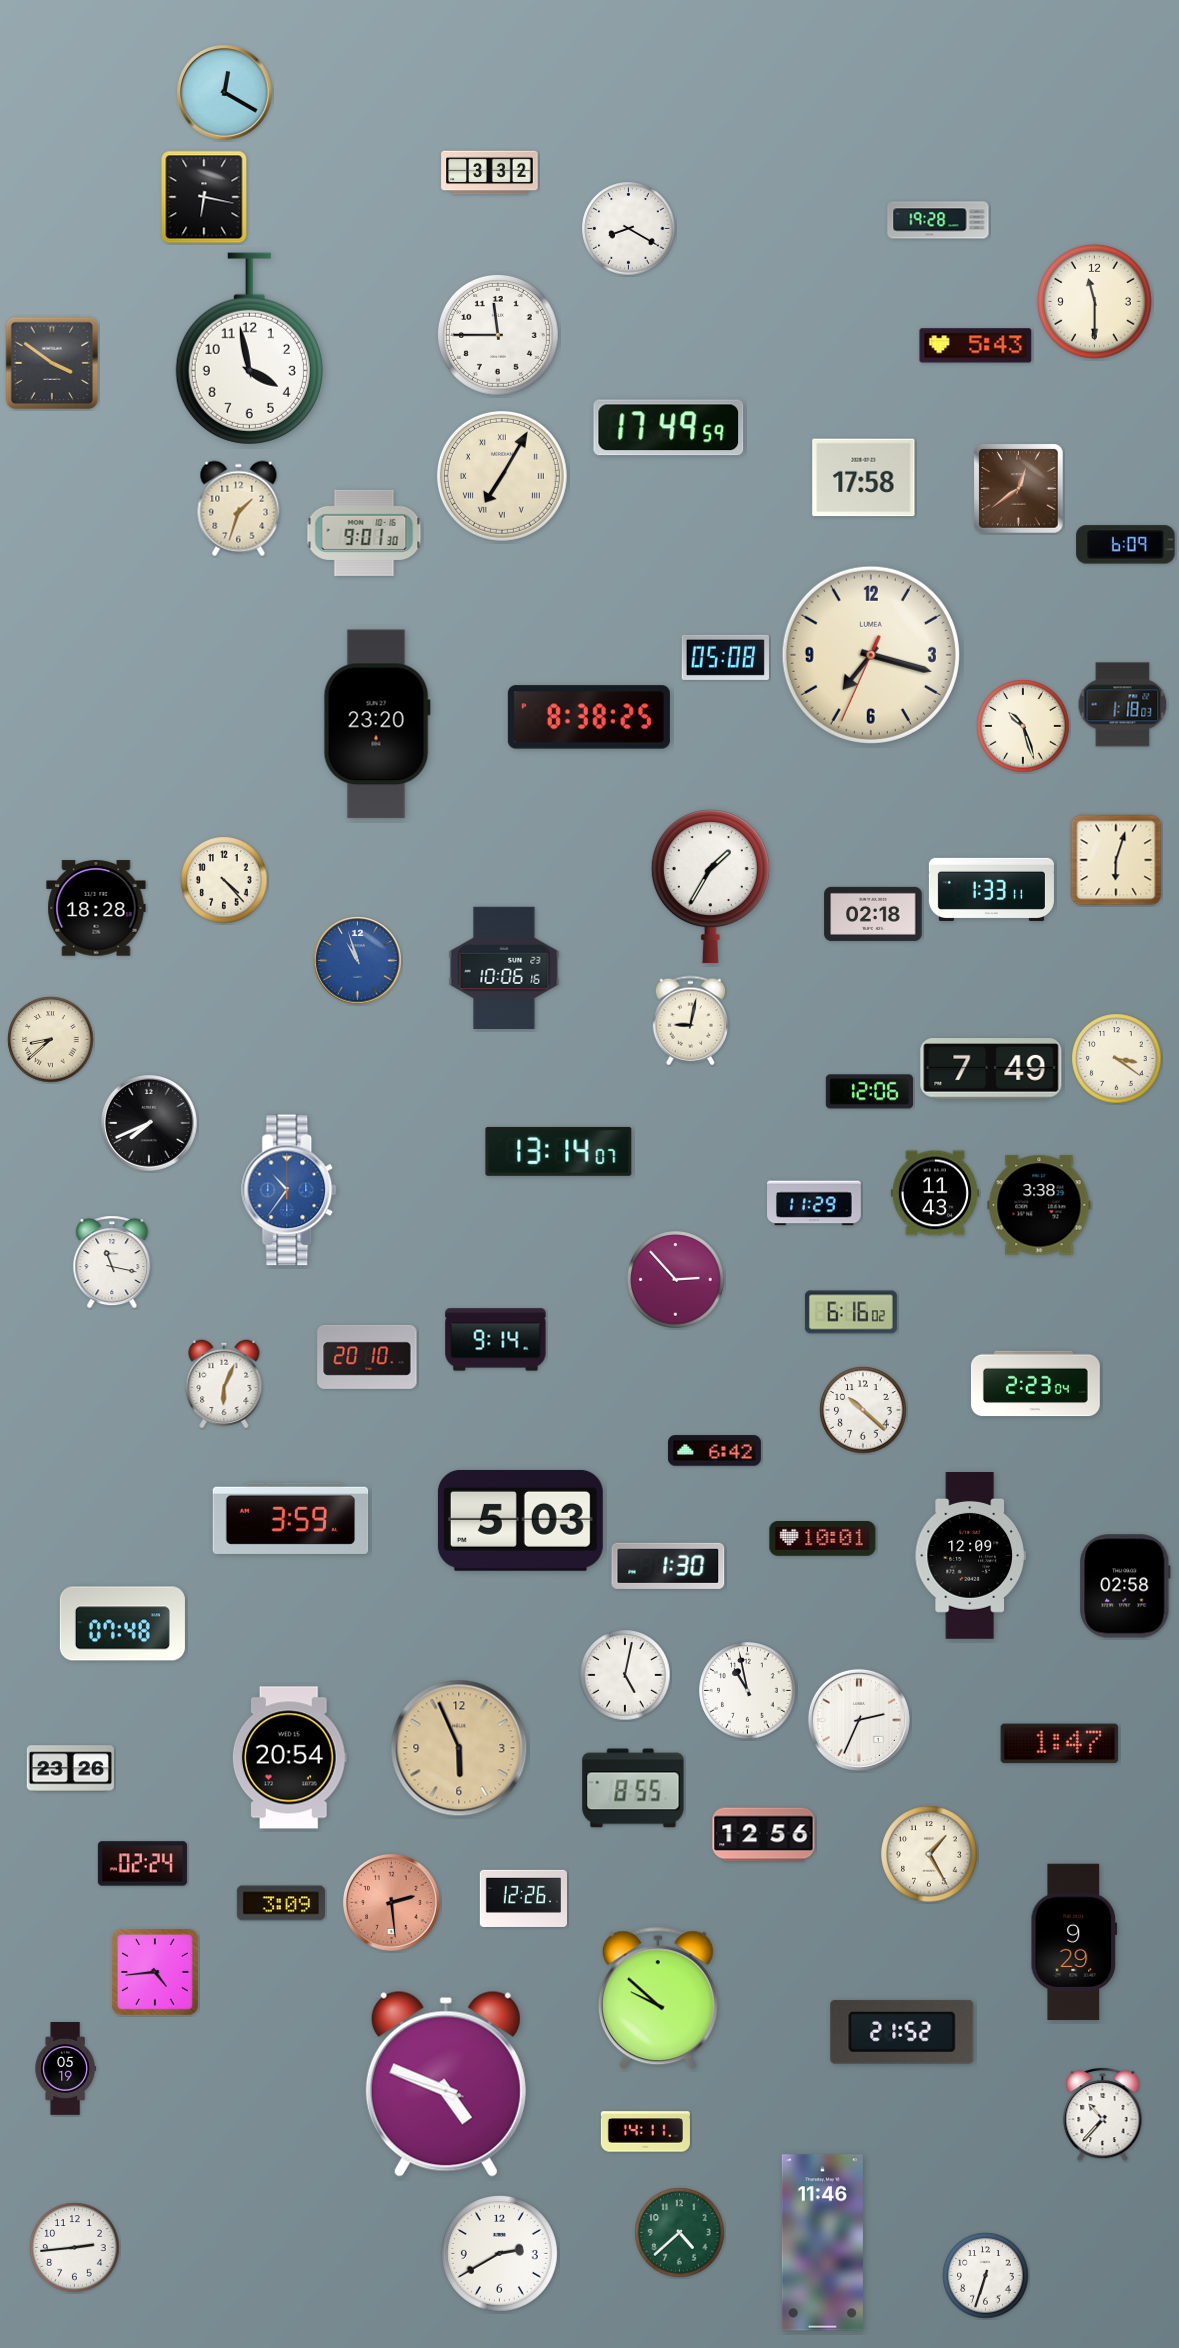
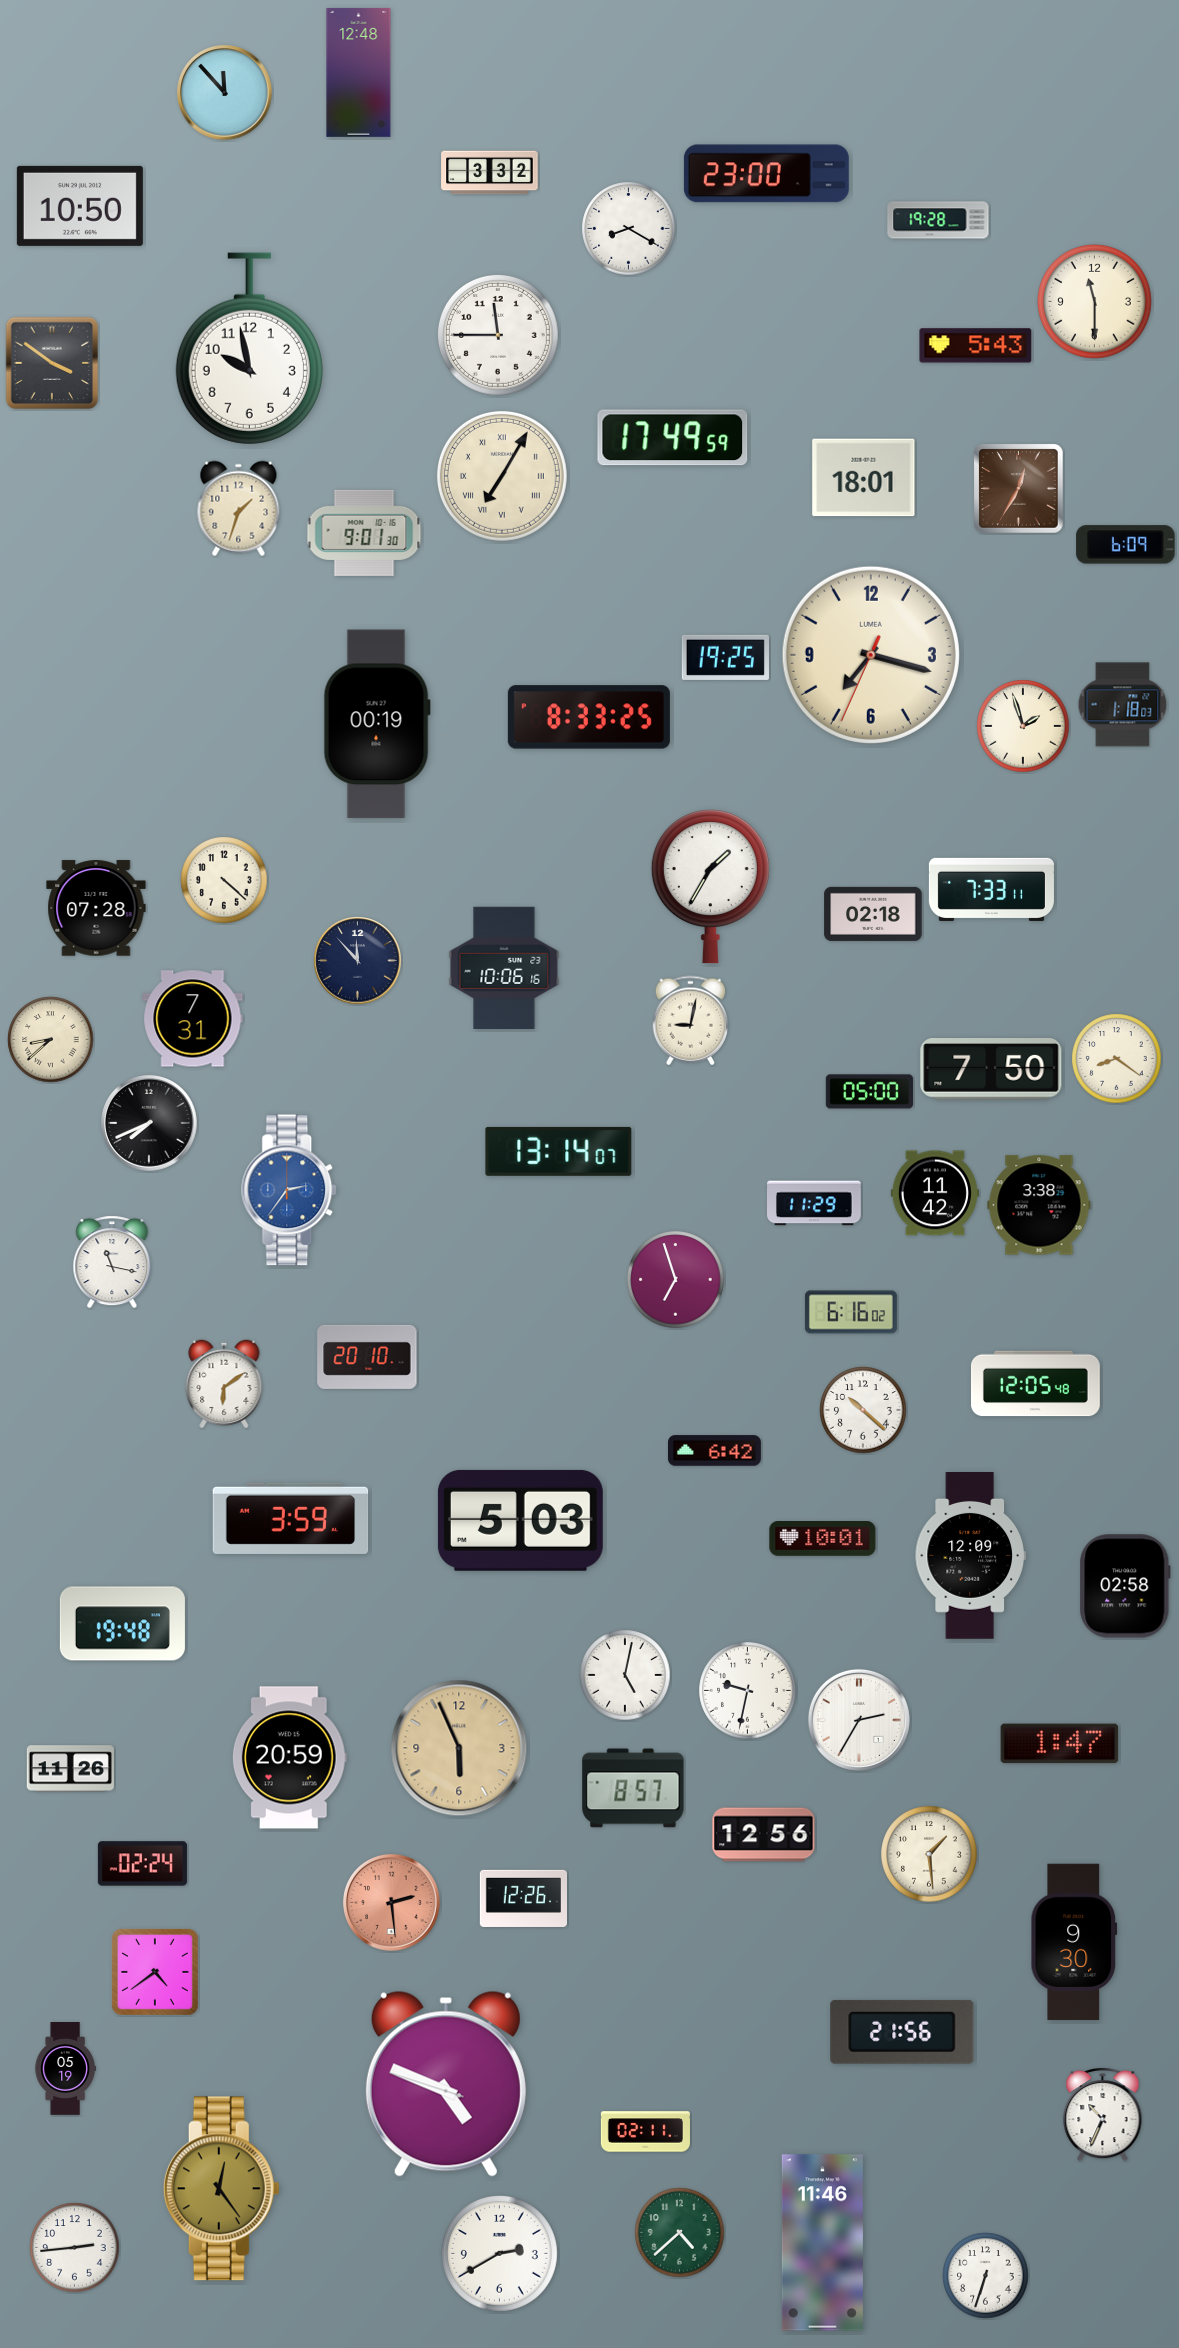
clock at (359, 72): none -> 12:48
clock at (225, 93): 12:20 -> 11:53
clock at (766, 174): none -> 23:00
clock at (204, 197): 6:17 -> none
clock at (80, 206): none -> 10:50
clock at (249, 349): 3:58 -> 9:58
clock at (669, 428) position: (669, 428) -> (673, 438)
clock at (864, 478): 17:58 -> 18:01
clock at (1019, 489): 12:39 -> 12:35
clock at (725, 657): 05:08 -> 19:25
clock at (589, 717): 8:38 -> 8:33
clock at (377, 724): 23:20 -> 00:19
clock at (1023, 726): 10:27 -> 1:57
clock at (1116, 860): 6:03 -> none
clock at (224, 880): 4:23 -> 4:22
clock at (991, 889): 1:33 -> 7:33
clock at (96, 908): 18:28 -> 07:28
clock at (358, 961): 10:57 -> 11:53
clock at (358, 961) dial: blue -> navy
clock at (193, 1019): none -> 7:31
clock at (1117, 1059): 3:21 -> 8:21
clock at (991, 1069): 7:49 -> 7:50
clock at (869, 1092): 12:06 -> 05:00
clock at (290, 1190): 10:36 -> 2:36
clock at (935, 1193): 11:43 -> 11:42
clock at (676, 1280): 2:53 -> 6:57
clock at (496, 1340): 9:14 -> none
clock at (224, 1384): 6:04 -> 6:09
clock at (1035, 1384): 2:23 -> 12:05
clock at (668, 1566): 1:30 -> none
clock at (122, 1624): 07:48 -> 19:48
clock at (748, 1691): 10:58 -> 9:32
clock at (859, 1720): 2:34 -> 2:35
clock at (289, 1758): 20:54 -> 20:59
clock at (70, 1769): 23:26 -> 11:26
clock at (633, 1788): 8:55 -> 8:57
clock at (929, 1854): 1:25 -> 1:29
clock at (281, 1903): 3:09 -> none
clock at (1074, 1942): 9:29 -> 9:30
clock at (155, 1972): 4:44 -> 4:39
clock at (658, 1998): 9:52 -> none
clock at (902, 2032): 21:52 -> 21:56
clock at (1103, 2114): 10:37 -> 10:34
clock at (645, 2132): 14:11 -> 02:11
clock at (221, 2189): none -> 12:24
